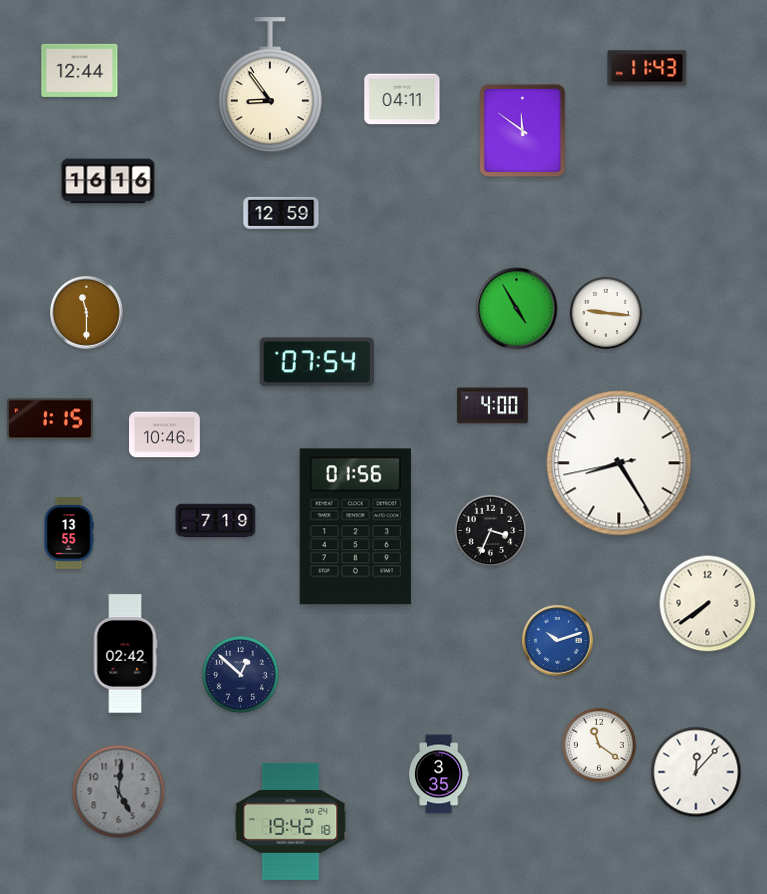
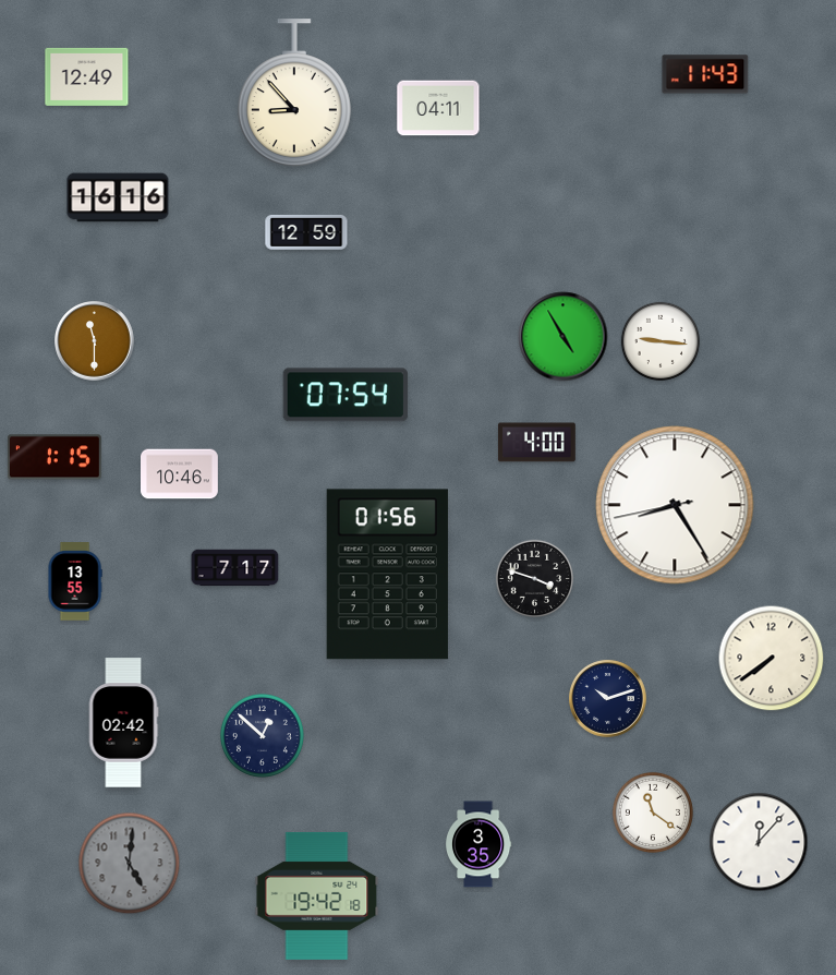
clock at (80, 70): 12:44 -> 12:49
clock at (270, 86): 8:54 -> 8:53
clock at (523, 131): 11:51 -> none
clock at (216, 521): 7:19 -> 7:17
clock at (491, 531): 3:34 -> 3:48
clock at (558, 641) dial: blue -> navy
clock at (125, 654) position: (125, 654) -> (123, 723)
